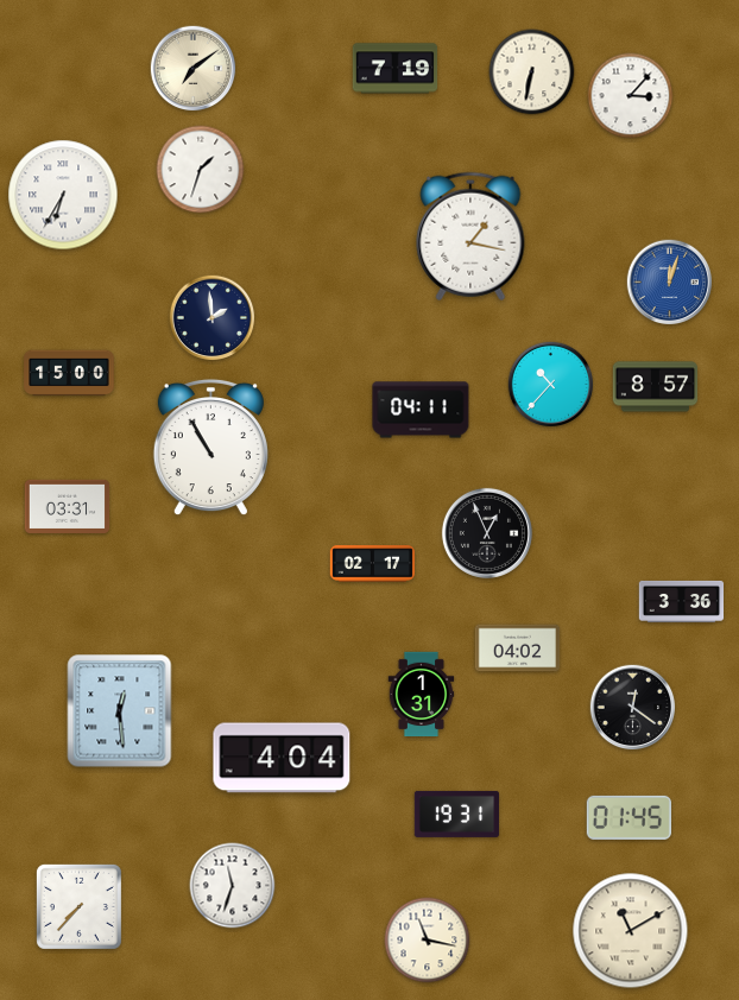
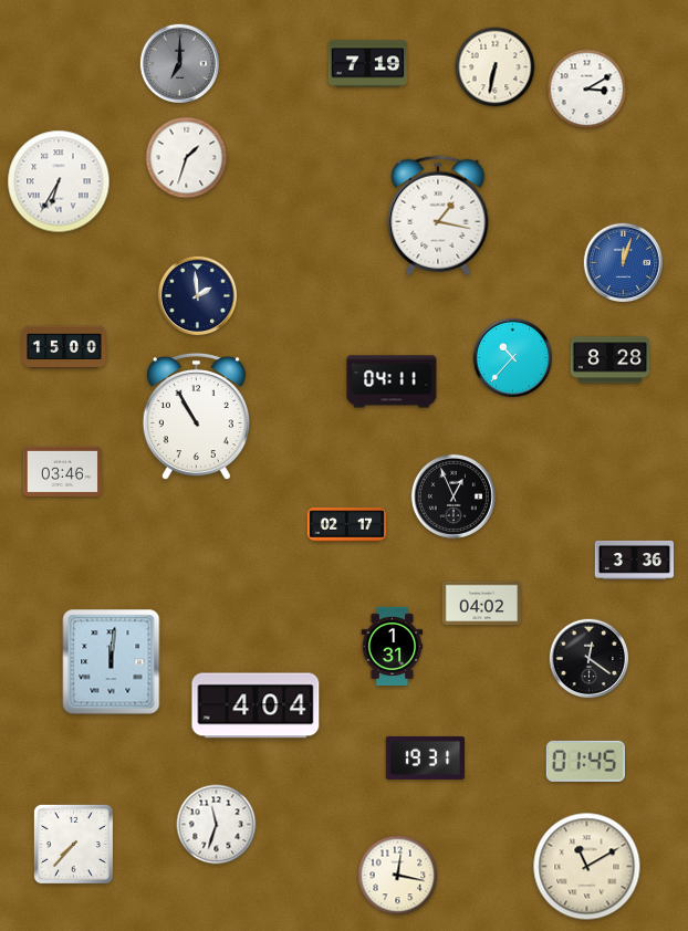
clock at (194, 69): 7:09 -> 7:00
clock at (194, 69) dial: cream -> grey
clock at (631, 96): 3:07 -> 3:10
clock at (470, 236) position: (470, 236) -> (438, 216)
clock at (656, 387): 8:57 -> 8:28
clock at (68, 506): 03:31 -> 03:46
clock at (120, 711): 12:29 -> 12:01
clock at (282, 758) position: (282, 758) -> (256, 705)
clock at (428, 941): 11:17 -> 12:17
